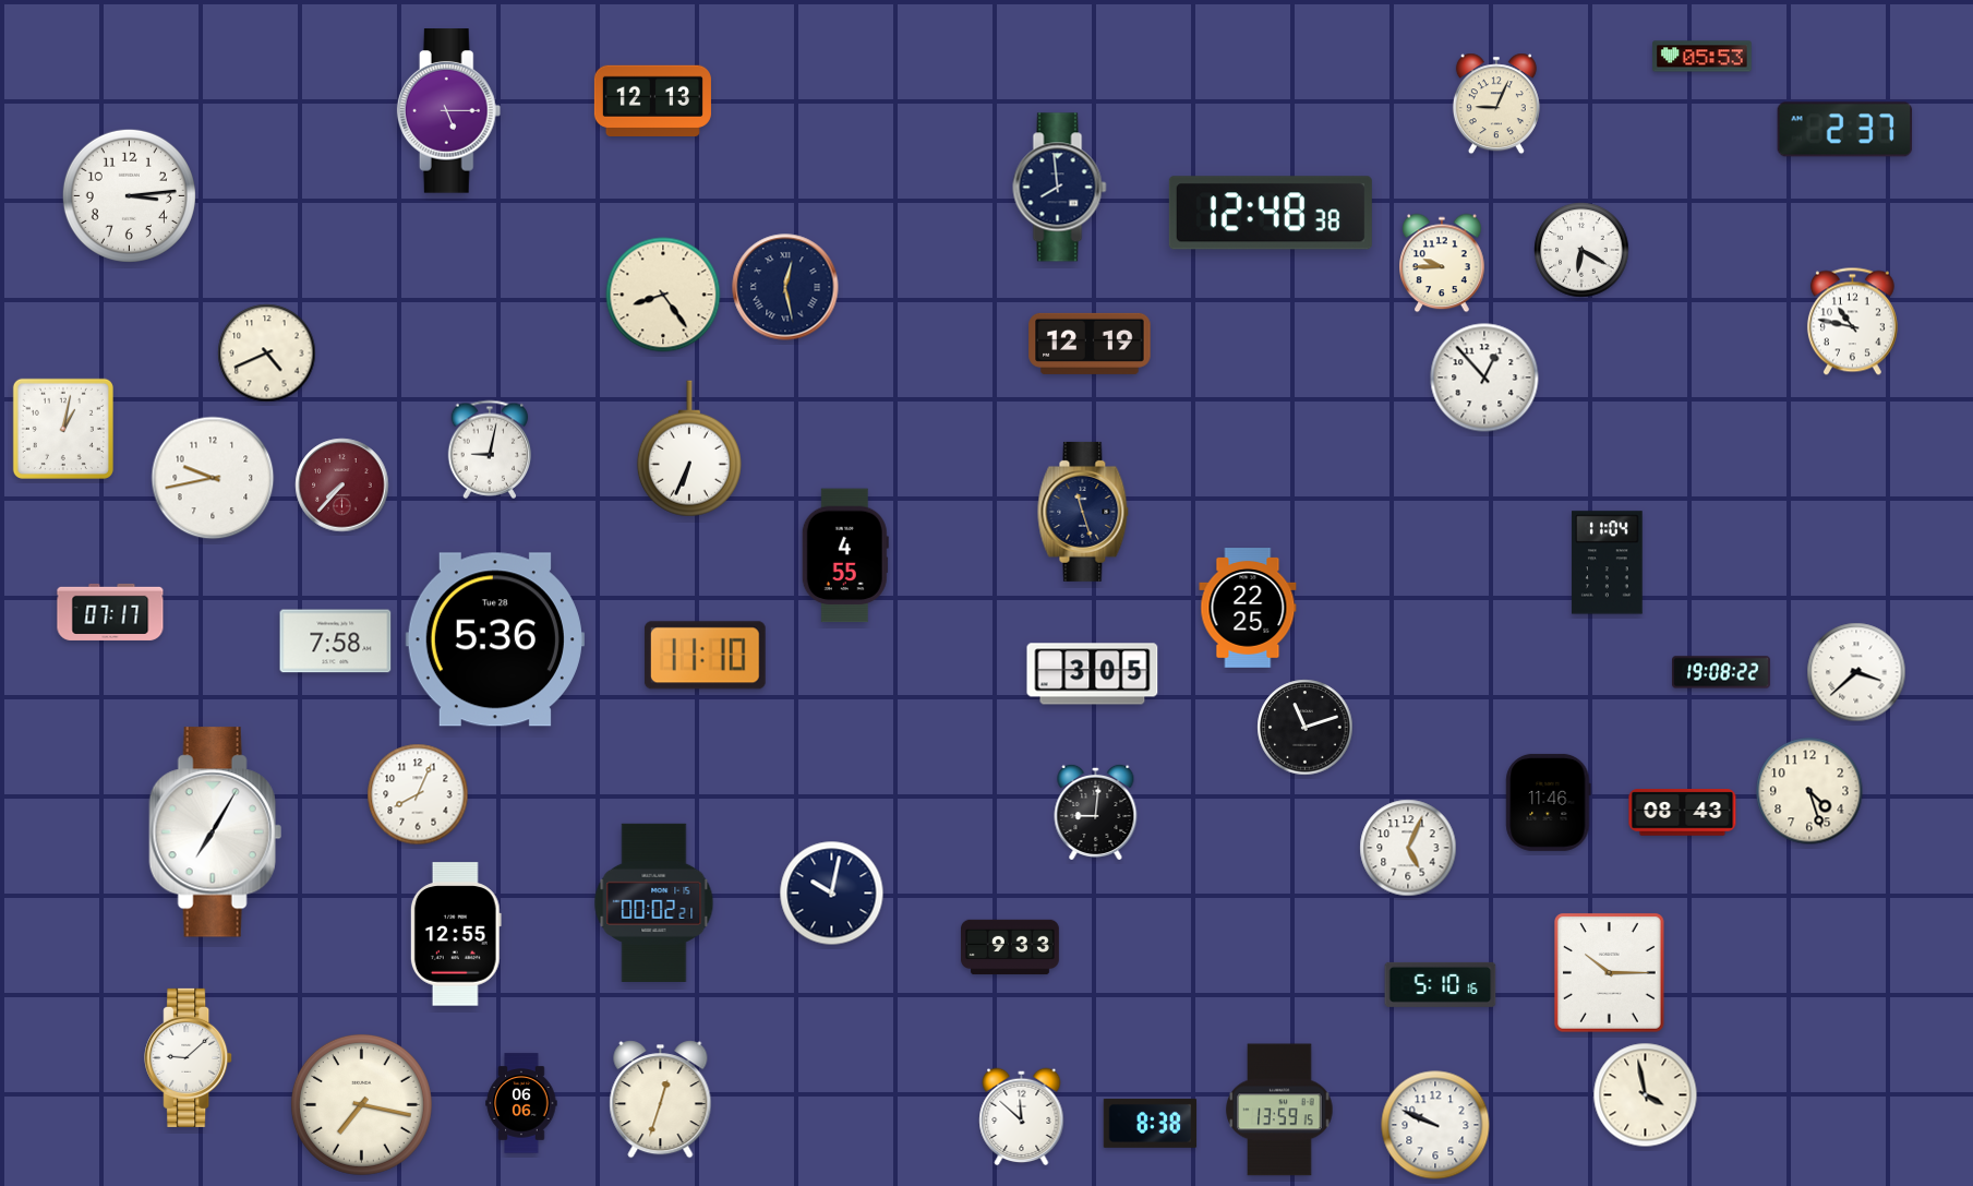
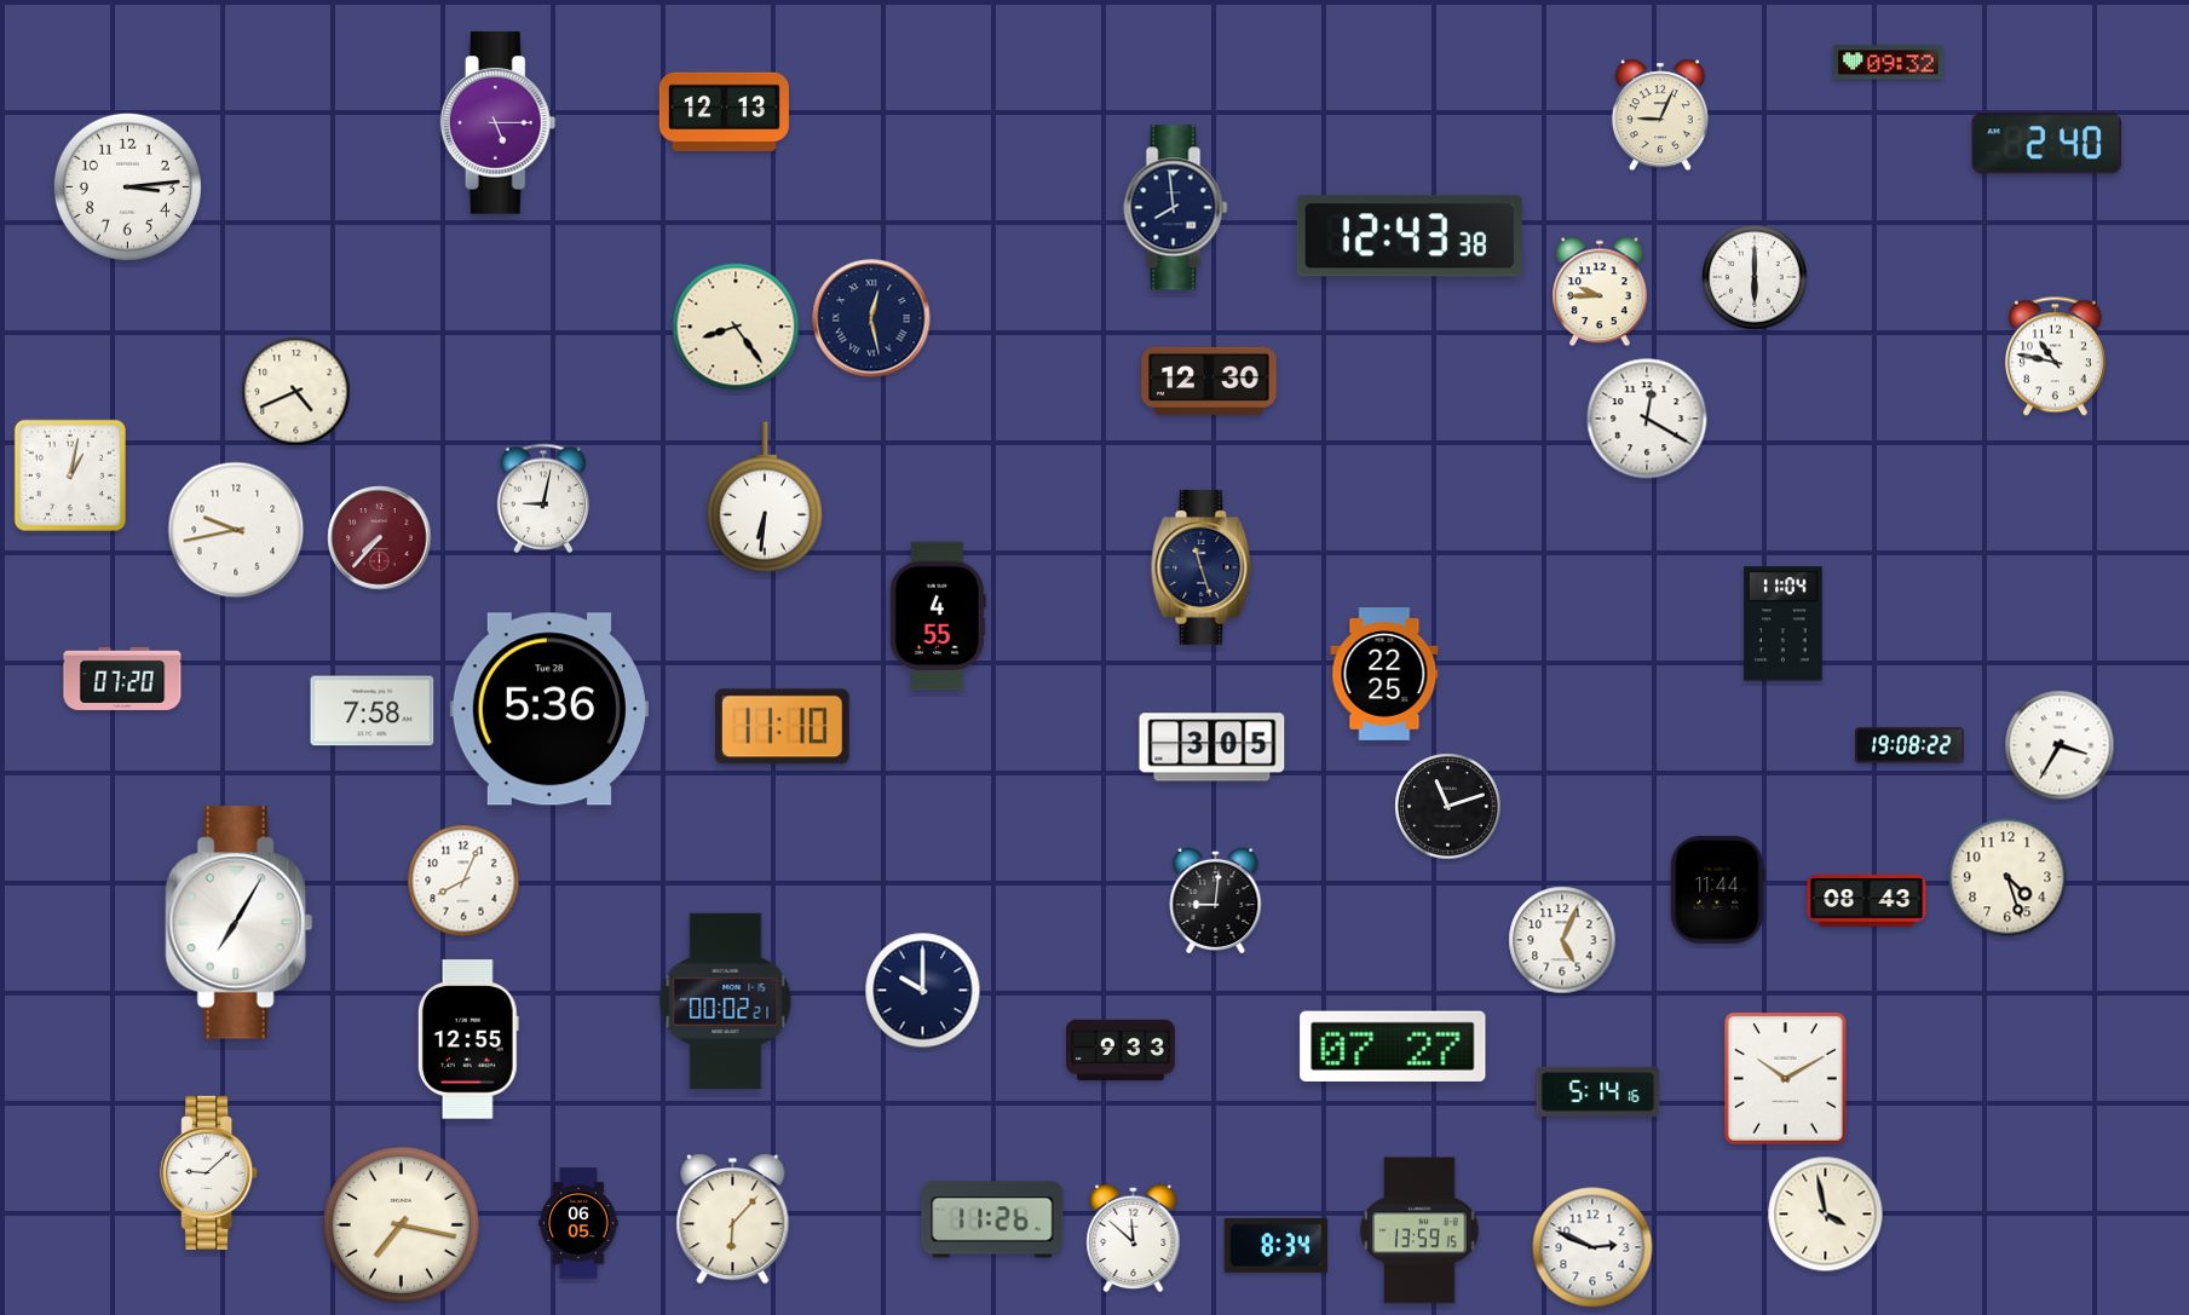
clock at (1703, 57): 05:53 -> 09:32
clock at (1845, 130): 2:37 -> 2:40
clock at (129, 195) position: (129, 195) -> (127, 186)
clock at (1271, 213): 12:48 -> 12:43
clock at (1581, 250): 6:20 -> 6:00
clock at (1090, 344): 12:19 -> 12:30
clock at (1484, 378): 12:53 -> 12:20
clock at (689, 448): 6:34 -> 6:31
clock at (110, 612): 07:17 -> 07:20
clock at (1856, 672): 3:38 -> 3:35
clock at (1549, 802): 11:46 -> 11:44
clock at (832, 894): 10:02 -> 10:00
clock at (456, 934) position: (456, 934) -> (468, 1039)
clock at (1393, 1046): none -> 07:27
clock at (1610, 973): 10:15 -> 10:10
clock at (1441, 984): 5:10 -> 5:14
clock at (661, 1100): 12:33 -> 6:07
clock at (992, 1219): none -> 11:26
clock at (521, 1103): 06:06 -> 06:05
clock at (1151, 1123): 8:38 -> 8:34
clock at (1435, 1125): 9:49 -> 2:49
